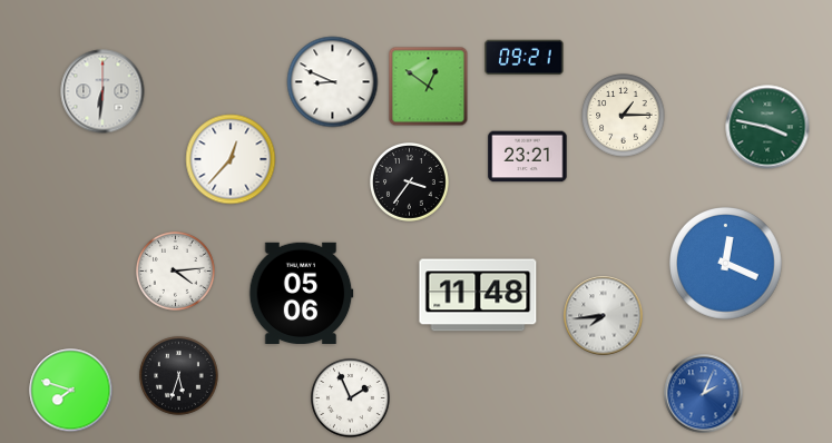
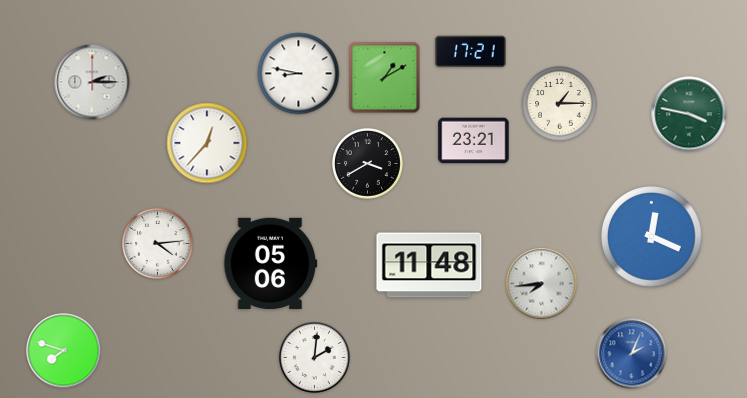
clock at (525, 58): 09:21 -> 17:21
clock at (333, 82): 8:49 -> 8:47
clock at (429, 87): 12:51 -> 1:10
clock at (102, 91): 6:31 -> 2:15
clock at (409, 181): 3:36 -> 3:40
clock at (178, 375): 5:33 -> none
clock at (350, 397): 1:56 -> 2:01
